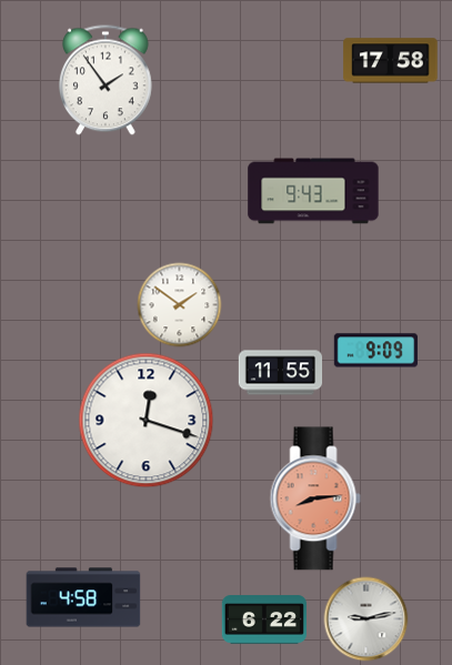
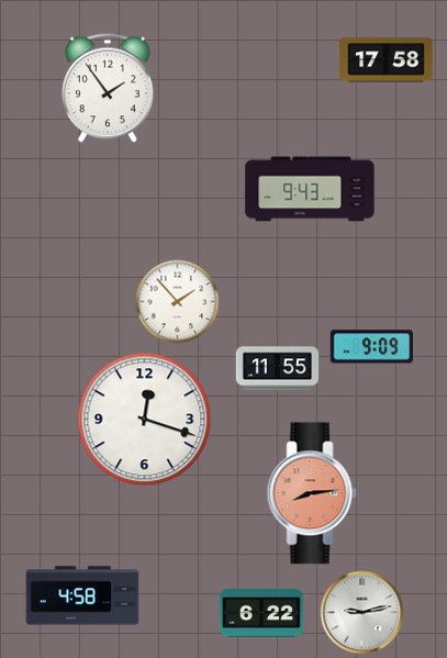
clock at (106, 80) position: (106, 80) -> (108, 88)
clock at (180, 305): 1:51 -> 1:53
clock at (147, 421) position: (147, 421) -> (145, 420)
clock at (83, 597) position: (83, 597) -> (82, 595)
